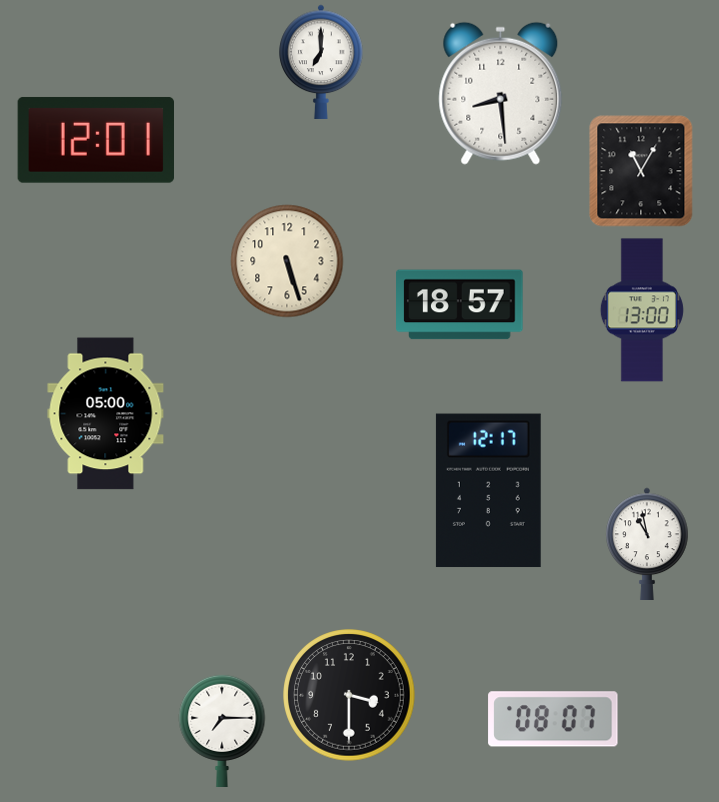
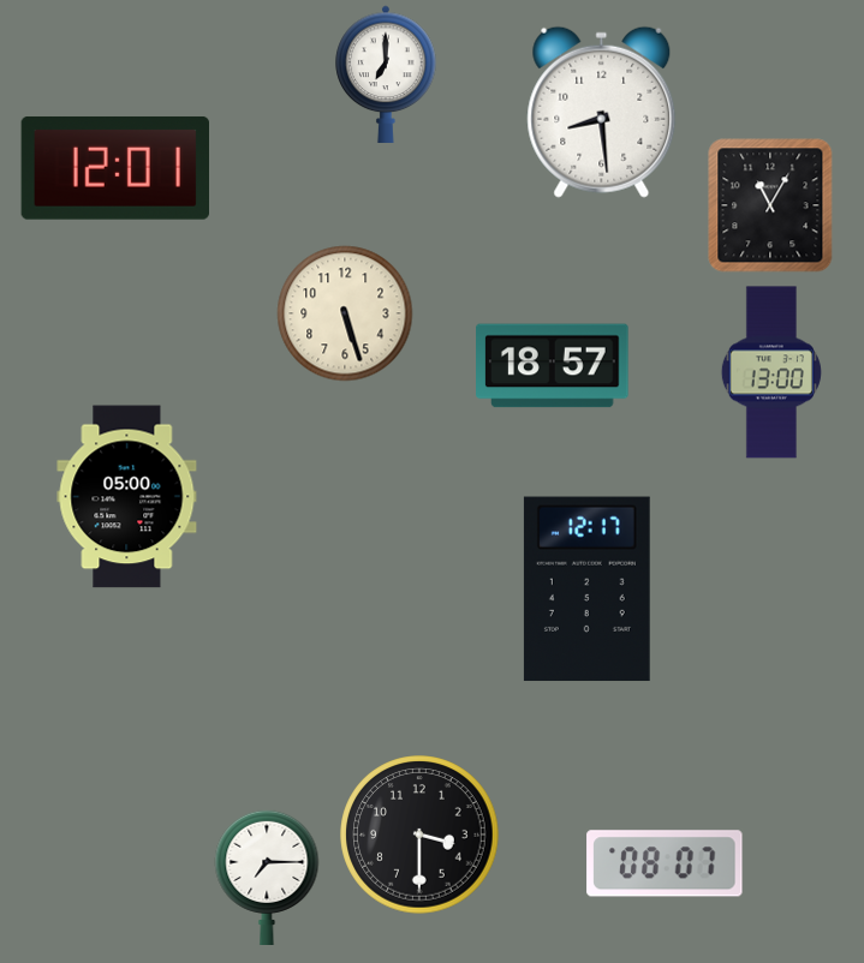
clock at (647, 543): 10:58 -> none
